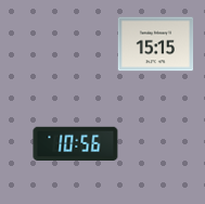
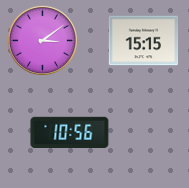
clock at (42, 40): none -> 3:09
